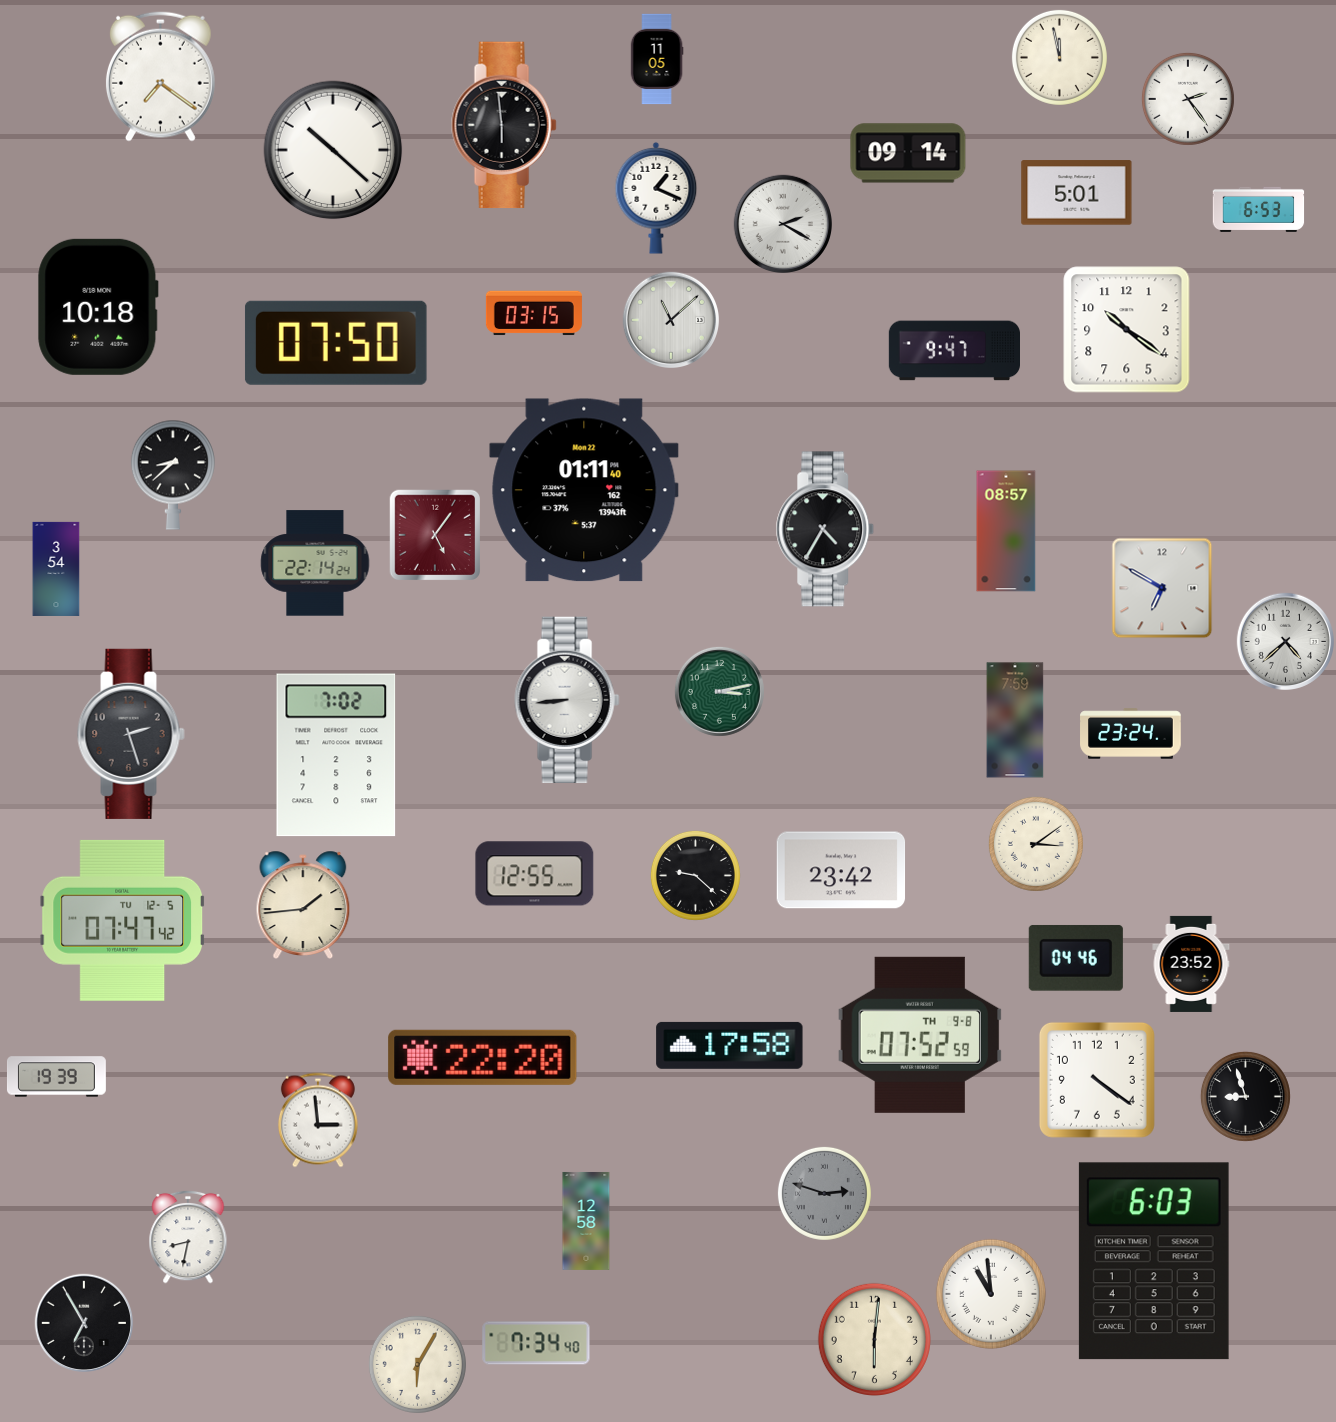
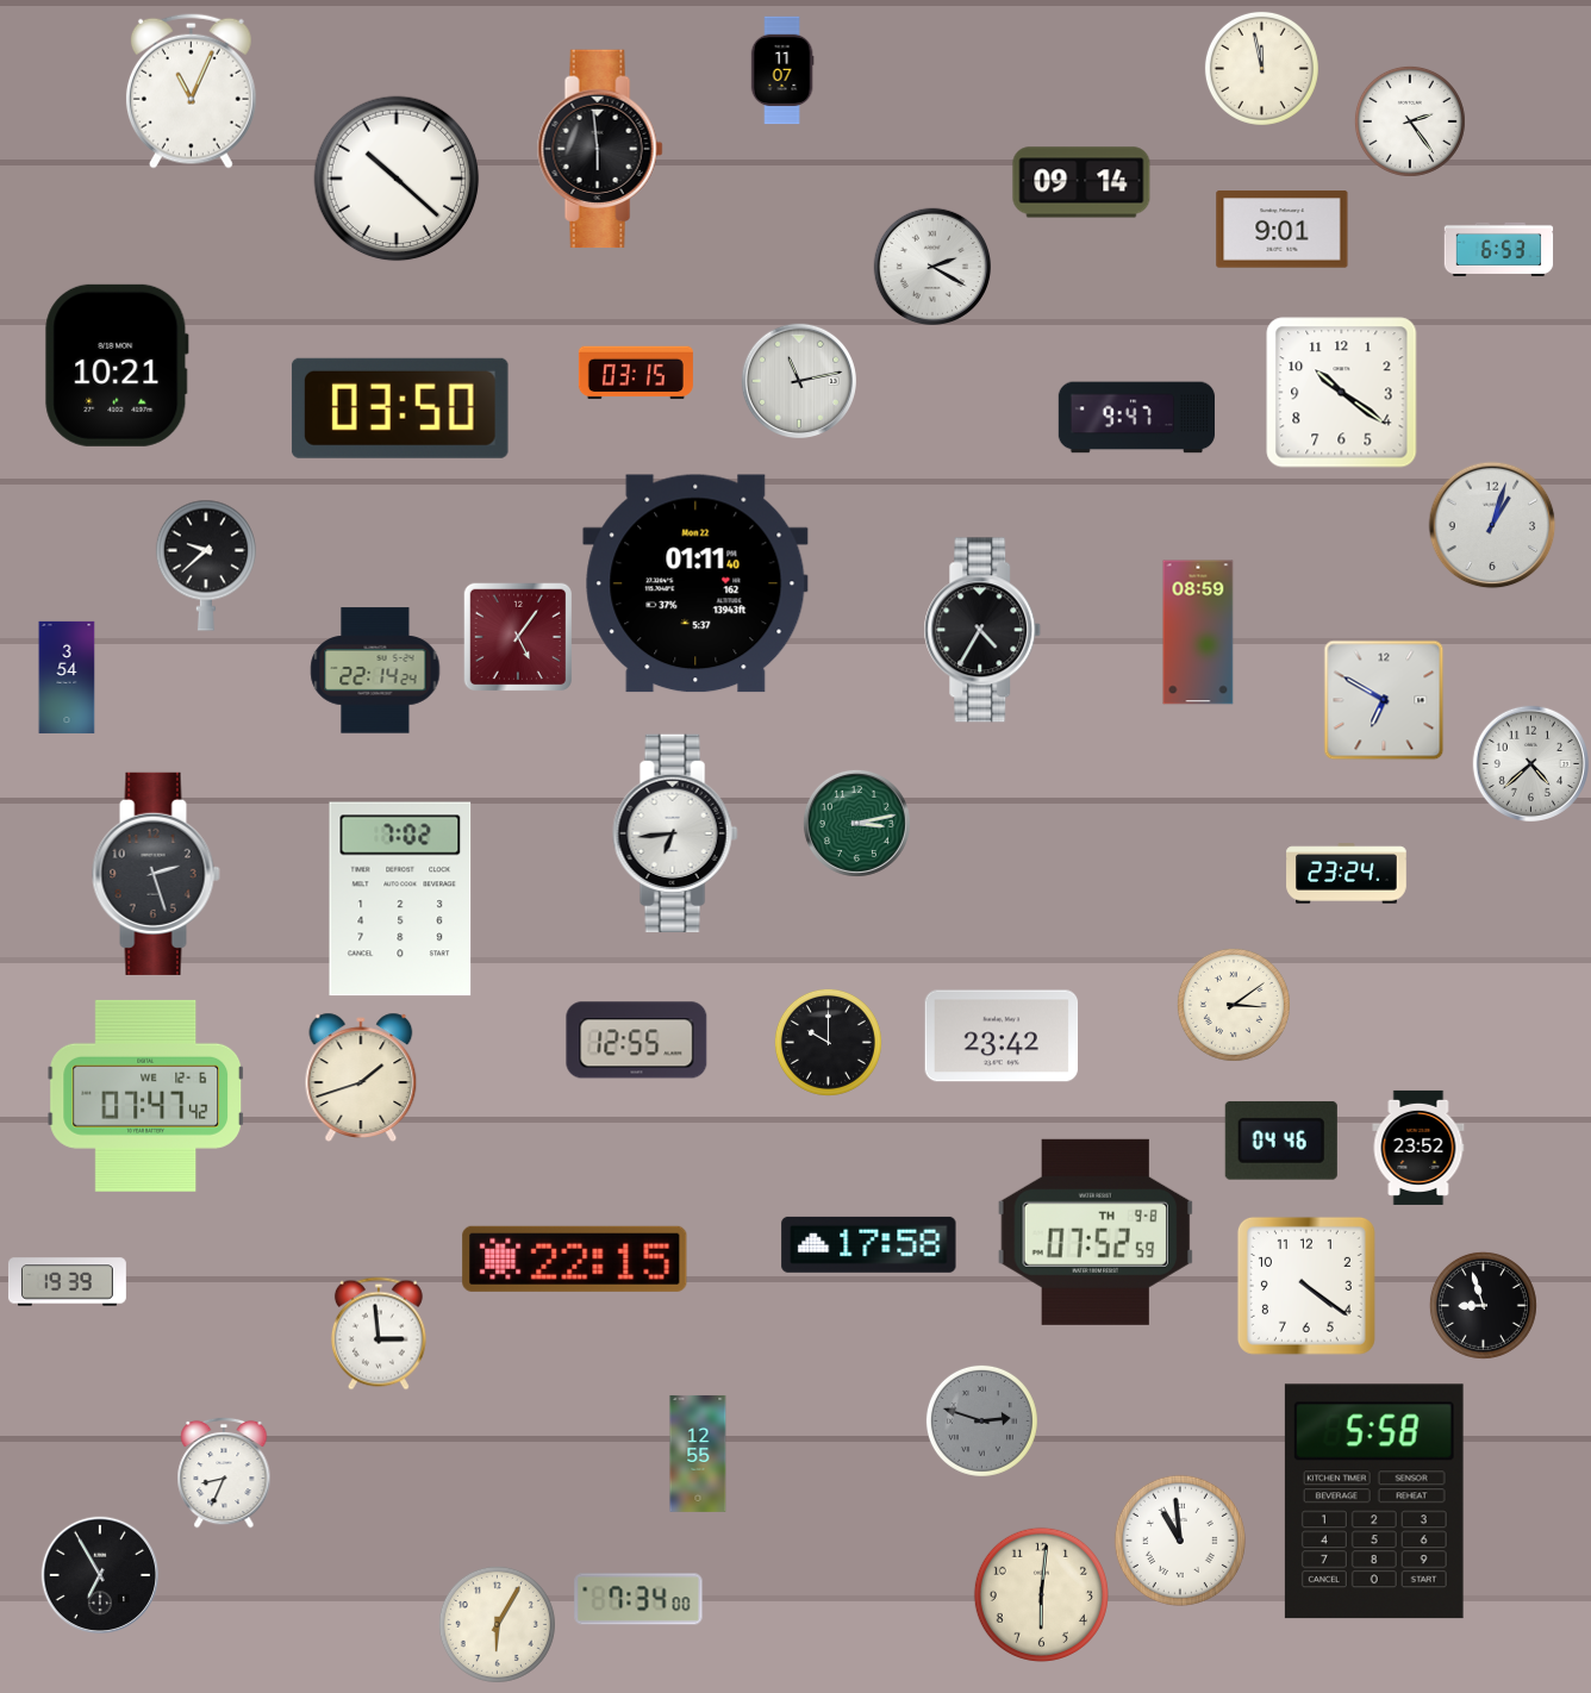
clock at (657, 59): 11:05 -> 11:07
clock at (160, 76): 7:21 -> 11:04
clock at (1188, 99) position: (1188, 99) -> (1410, 121)
clock at (1077, 193): 5:01 -> 9:01
clock at (656, 198): 1:19 -> none
clock at (98, 307): 10:18 -> 10:21
clock at (671, 320): 11:08 -> 11:13
clock at (336, 343): 07:50 -> 03:50
clock at (1492, 525): none -> 1:03
clock at (173, 475): 8:38 -> 9:38
clock at (1006, 531): 08:57 -> 08:59
clock at (567, 700): 8:44 -> 6:44
clock at (1015, 720): 7:59 -> none
clock at (695, 875): 9:22 -> 10:00
clock at (303, 905): 1:44 -> 1:42
clock at (123, 920) date: TU 12-5 -> WE 12-6
clock at (483, 1057): 22:20 -> 22:15
clock at (586, 1221): 12:58 -> 12:55
clock at (188, 1237): 8:32 -> 8:34
clock at (1154, 1261): 6:03 -> 5:58
clock at (536, 1343): 7:34:40 -> 7:34:00
